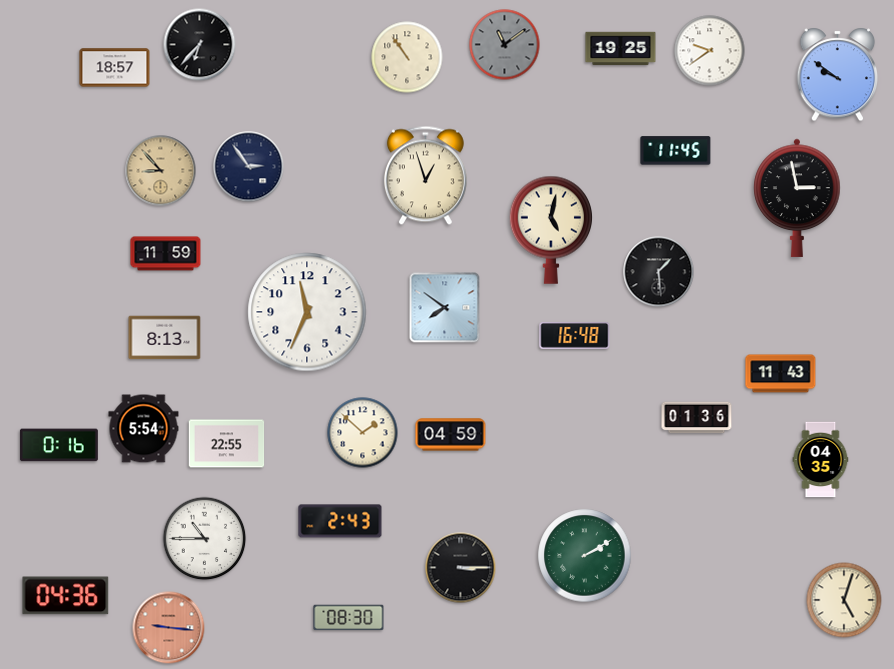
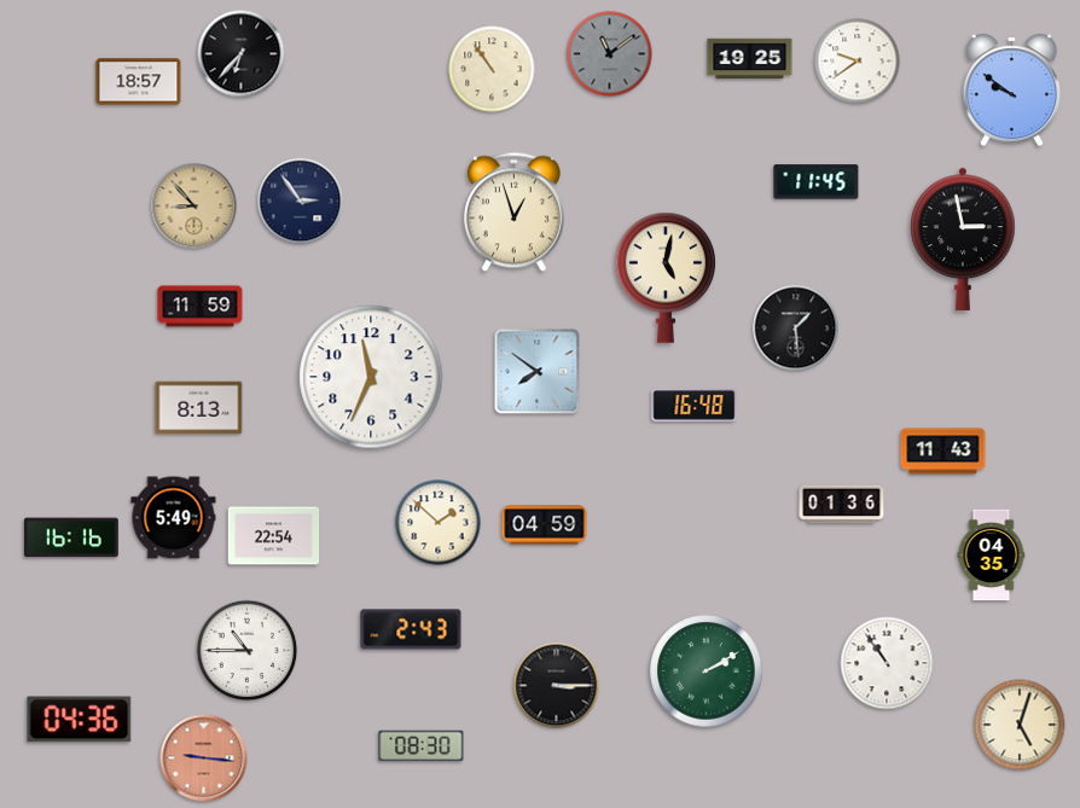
clock at (144, 429): 5:54 -> 5:49
clock at (227, 444): 22:55 -> 22:54
clock at (59, 445): 0:16 -> 16:16
clock at (887, 663): none -> 10:54
